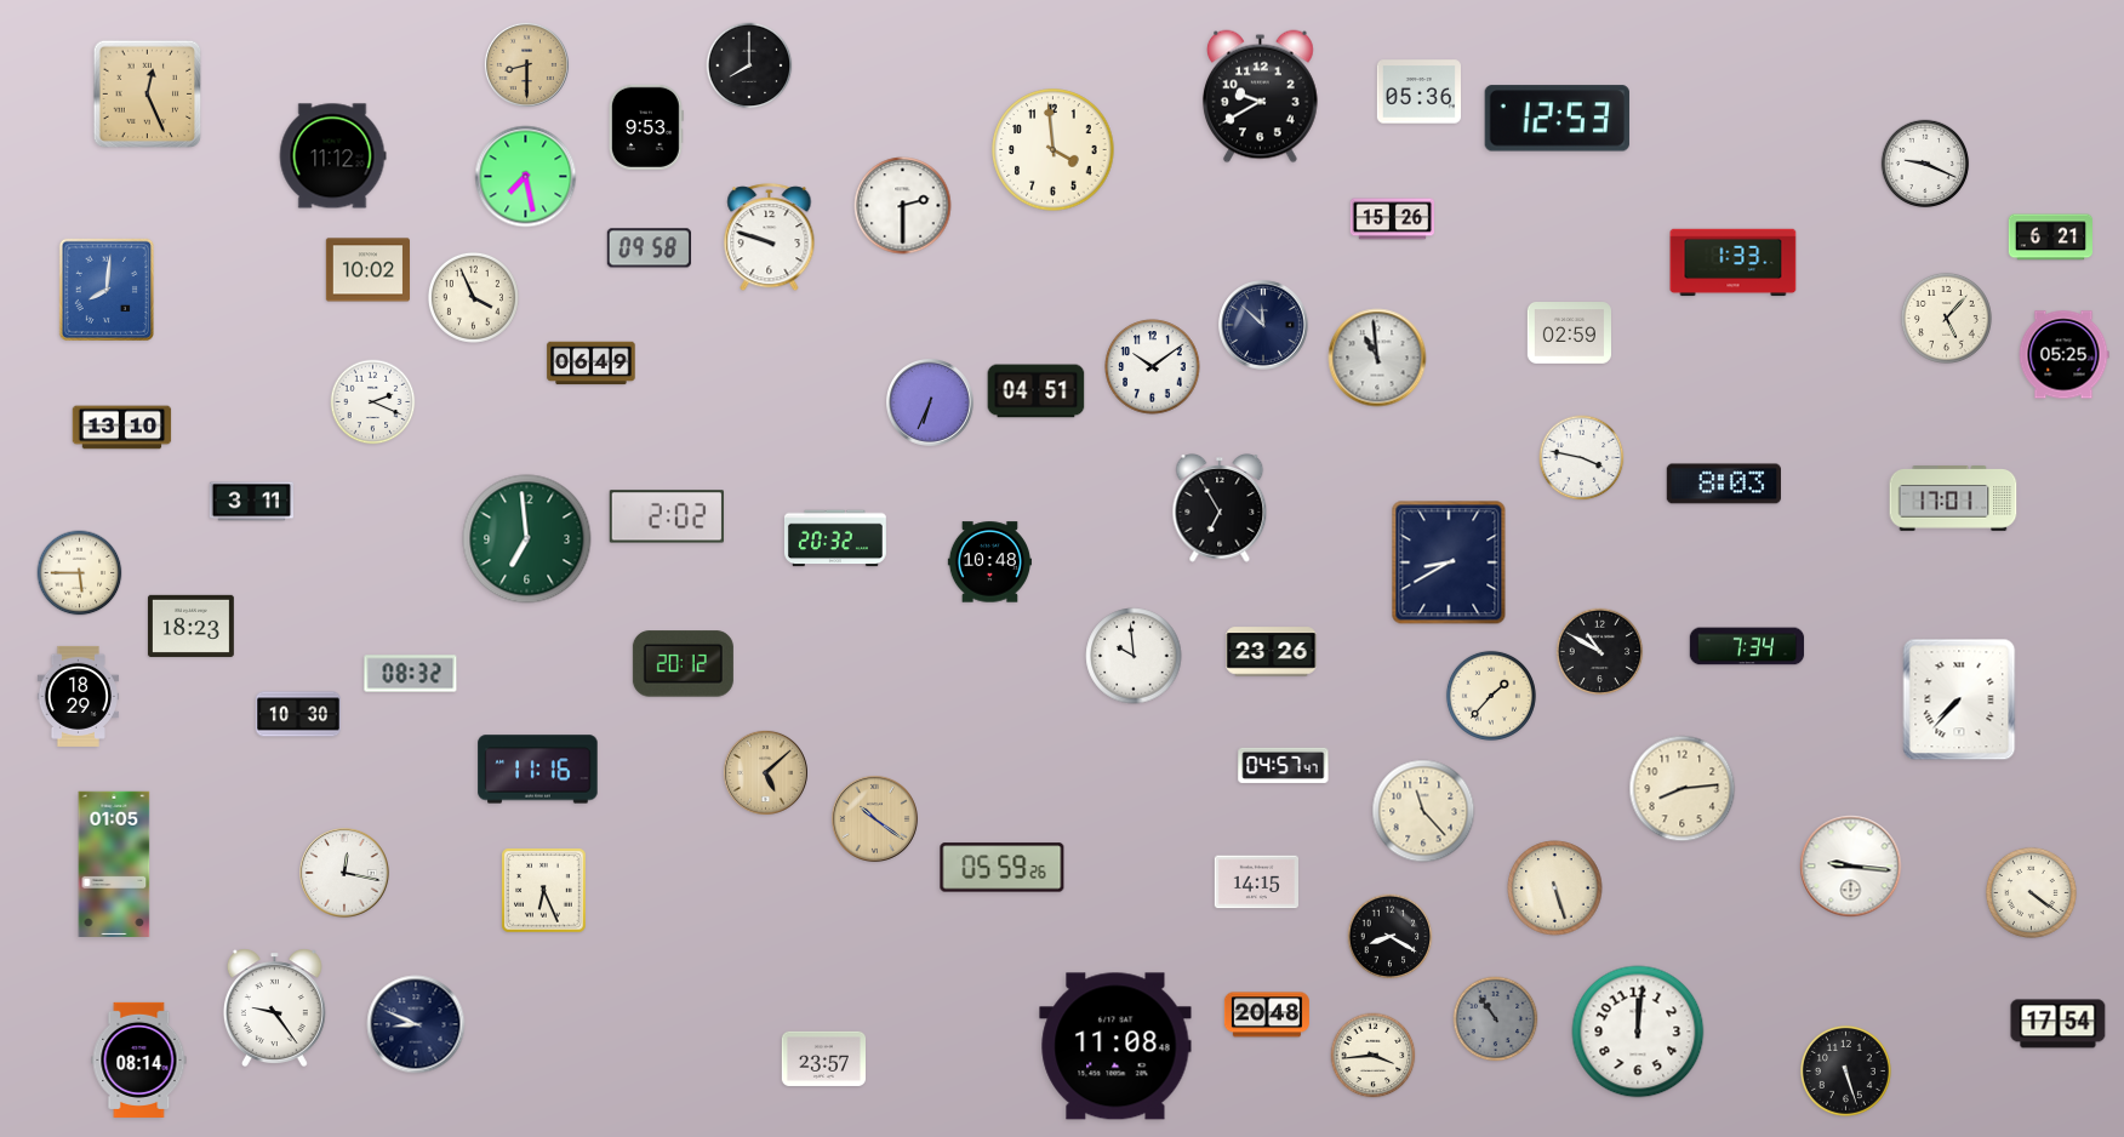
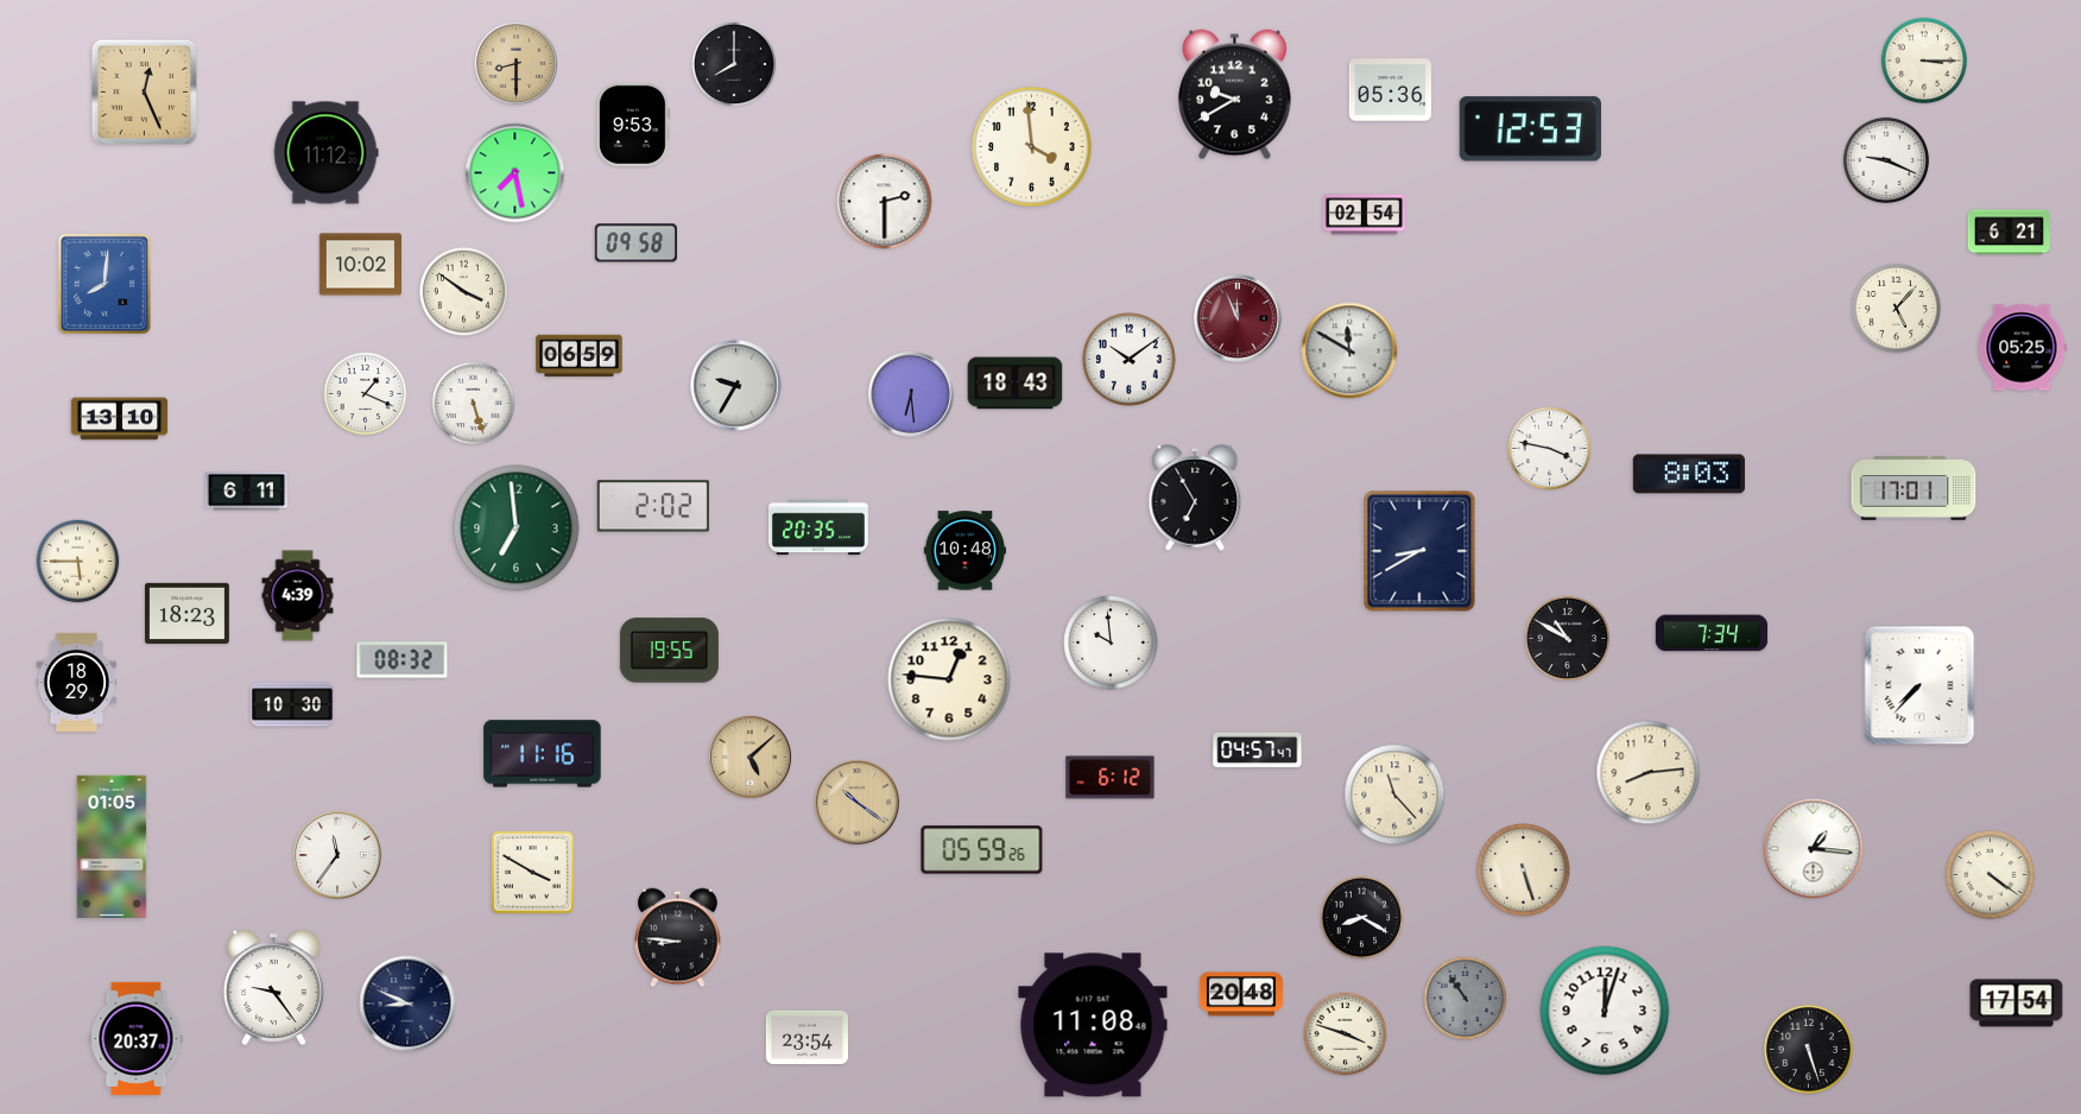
clock at (1924, 61): none -> 3:15
clock at (1557, 119) position: (1557, 119) -> (1530, 129)
clock at (1392, 219): 15:26 -> 02:54
clock at (770, 238): 9:48 -> none
clock at (1734, 263): 1:33 -> none
clock at (473, 297): 3:56 -> 3:51
clock at (1946, 318) position: (1946, 318) -> (1896, 308)
clock at (1263, 325): 11:52 -> 11:56
clock at (1263, 325) dial: navy -> burgundy
clock at (1569, 333): 02:59 -> none
clock at (1377, 358): 10:59 -> 11:50
clock at (592, 364): 06:49 -> 06:59
clock at (1037, 392): 04:51 -> 18:43
clock at (736, 386): none -> 9:35
clock at (373, 402): 2:19 -> 1:19
clock at (931, 404): 6:34 -> 6:29
clock at (474, 404): none -> 5:27
clock at (251, 502): 3:11 -> 6:11
clock at (835, 538): 20:32 -> 20:35
clock at (989, 562) position: (989, 562) -> (964, 551)
clock at (298, 596): none -> 4:39
clock at (1272, 652): 23:26 -> none
clock at (683, 664): 20:12 -> 19:55
clock at (949, 679): none -> 12:46
clock at (1491, 696): 1:37 -> none
clock at (298, 714) position: (298, 714) -> (292, 704)
clock at (538, 770) position: (538, 770) -> (543, 754)
clock at (1111, 778): none -> 6:12
clock at (1851, 867): 9:16 -> 1:16
clock at (344, 873): 12:17 -> 11:36
clock at (1256, 882): 14:15 -> none
clock at (544, 891): 6:26 -> 3:50
clock at (678, 938): none -> 8:46
clock at (274, 1007) position: (274, 1007) -> (273, 987)
clock at (1638, 1032): 12:01 -> 12:03
clock at (1374, 1056): 3:44 -> 3:48
clock at (823, 1058): 23:57 -> 23:54
clock at (139, 1059): 08:14 -> 20:37
